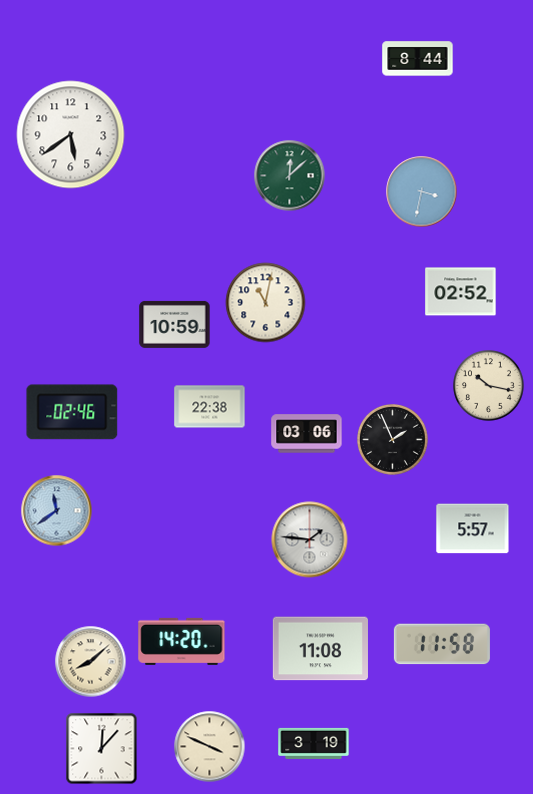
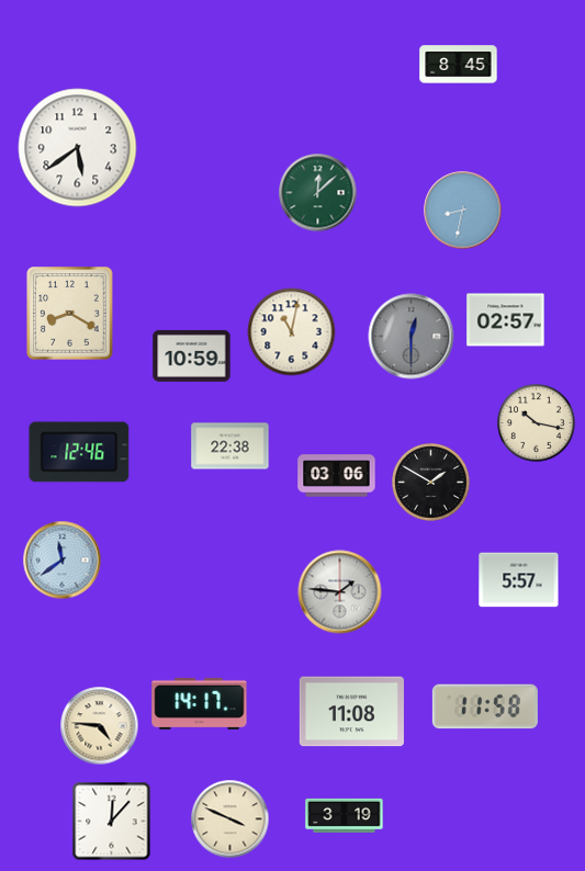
clock at (418, 59): 8:44 -> 8:45
clock at (422, 192): 3:32 -> 8:32
clock at (70, 314): none -> 8:20
clock at (461, 292): 02:52 -> 02:57
clock at (412, 337): none -> 12:30
clock at (72, 412): 02:46 -> 12:46
clock at (393, 440): 1:56 -> 1:50
clock at (182, 641): 14:20 -> 14:17
clock at (91, 662): 8:08 -> 4:46
